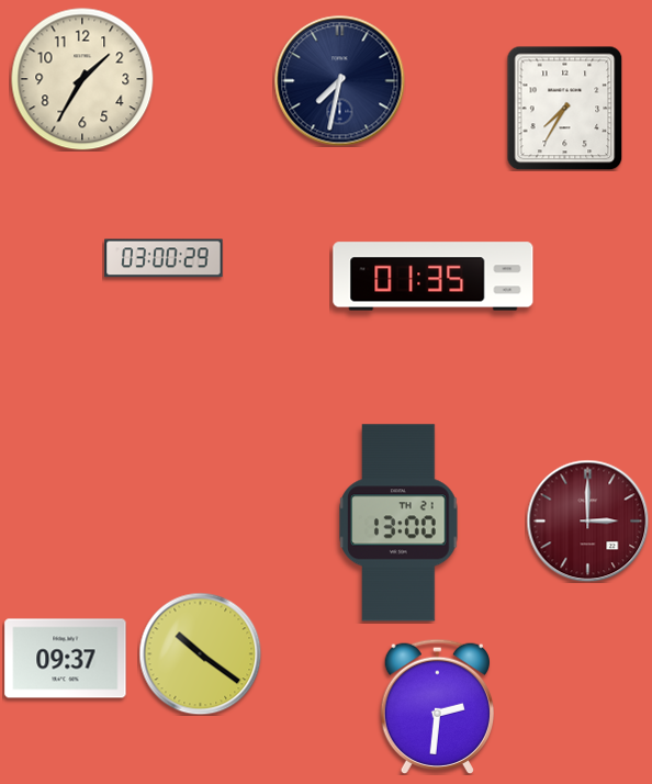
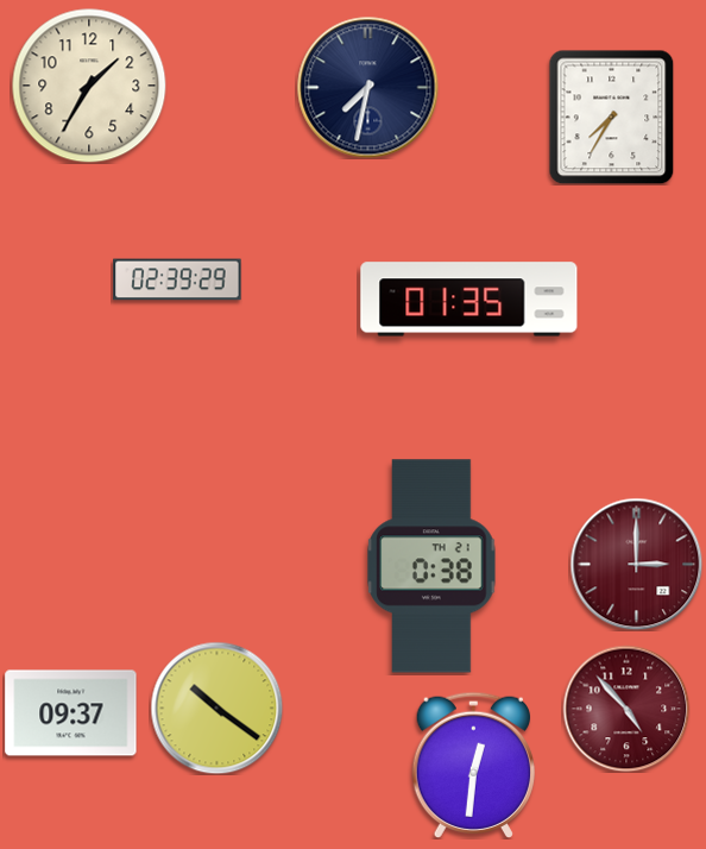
clock at (164, 258): 03:00 -> 02:39
clock at (398, 523): 13:00 -> 0:38
clock at (626, 709): none -> 4:53
clock at (437, 706): 2:31 -> 12:31
